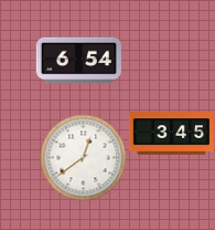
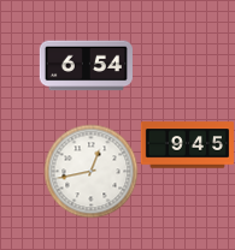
clock at (171, 134): 3:45 -> 9:45
clock at (83, 157): 12:39 -> 12:43
